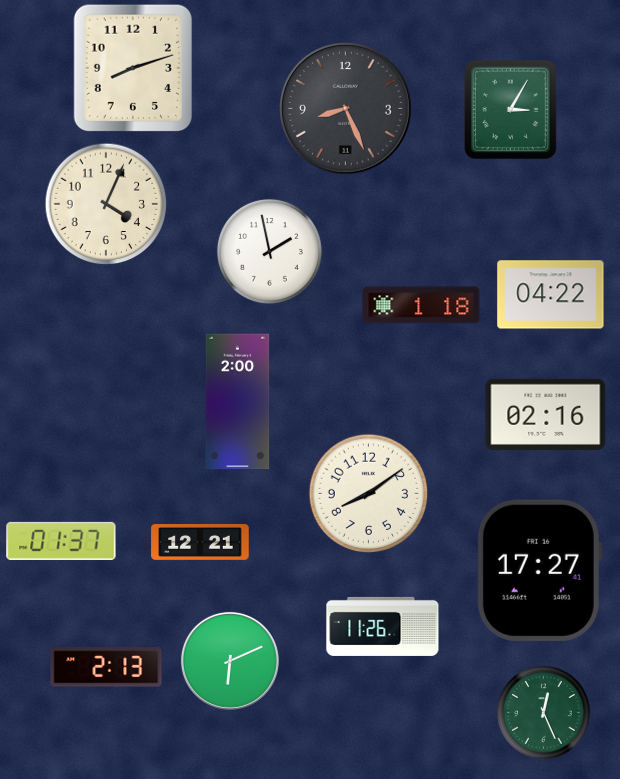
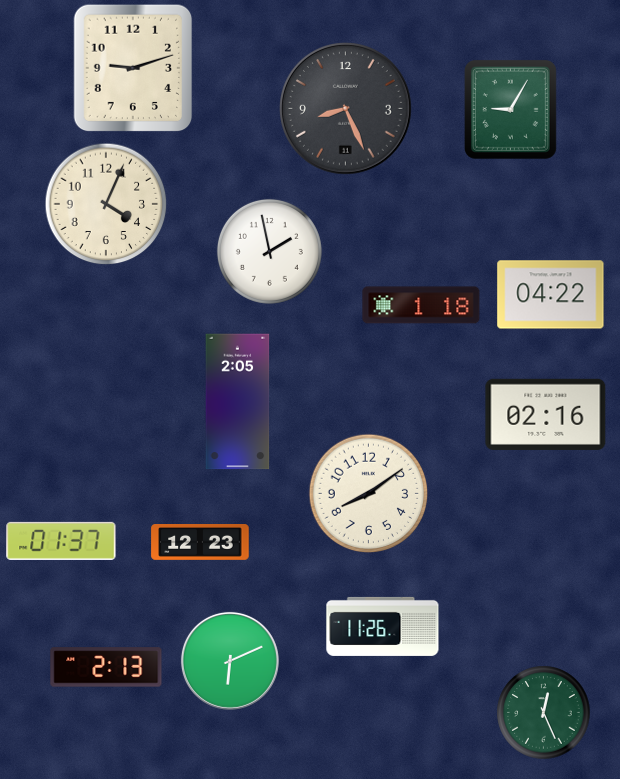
clock at (133, 68): 8:12 -> 9:12
clock at (510, 109): 3:05 -> 9:05
clock at (238, 402): 2:00 -> 2:05
clock at (200, 543): 12:21 -> 12:23
clock at (539, 570): 17:27 -> none
